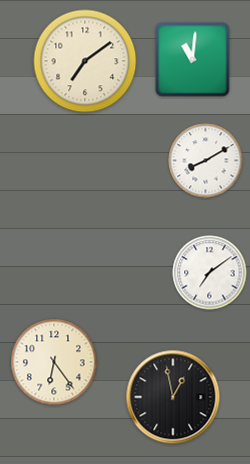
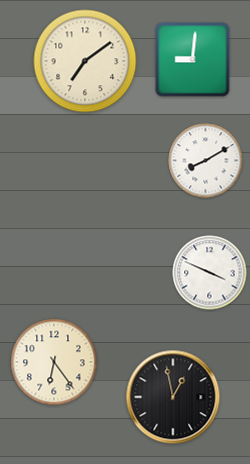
clock at (193, 60): 11:01 -> 9:01
clock at (210, 273): 7:09 -> 3:49
